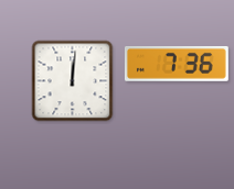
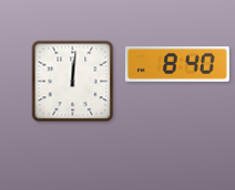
clock at (177, 65): 7:36 -> 8:40
